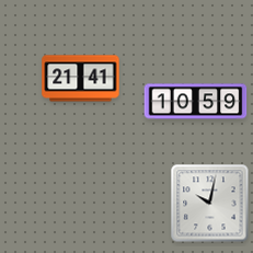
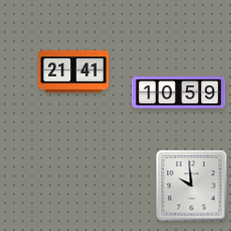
clock at (210, 204): 10:02 -> 9:59
